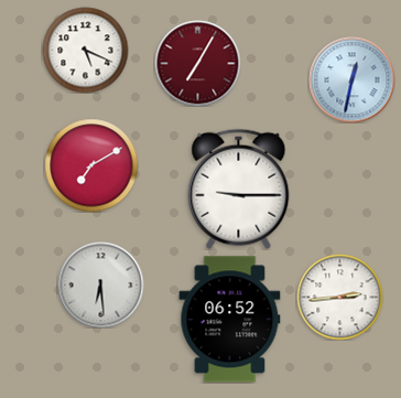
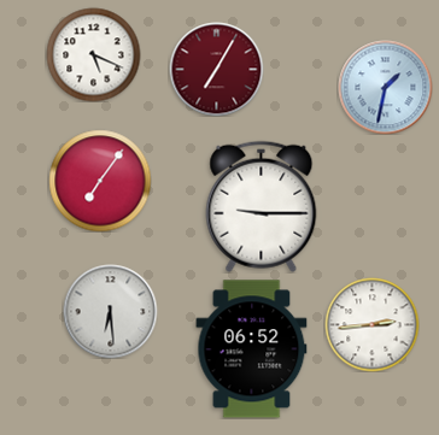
clock at (351, 79): 12:32 -> 1:32
clock at (91, 165): 7:10 -> 7:06
